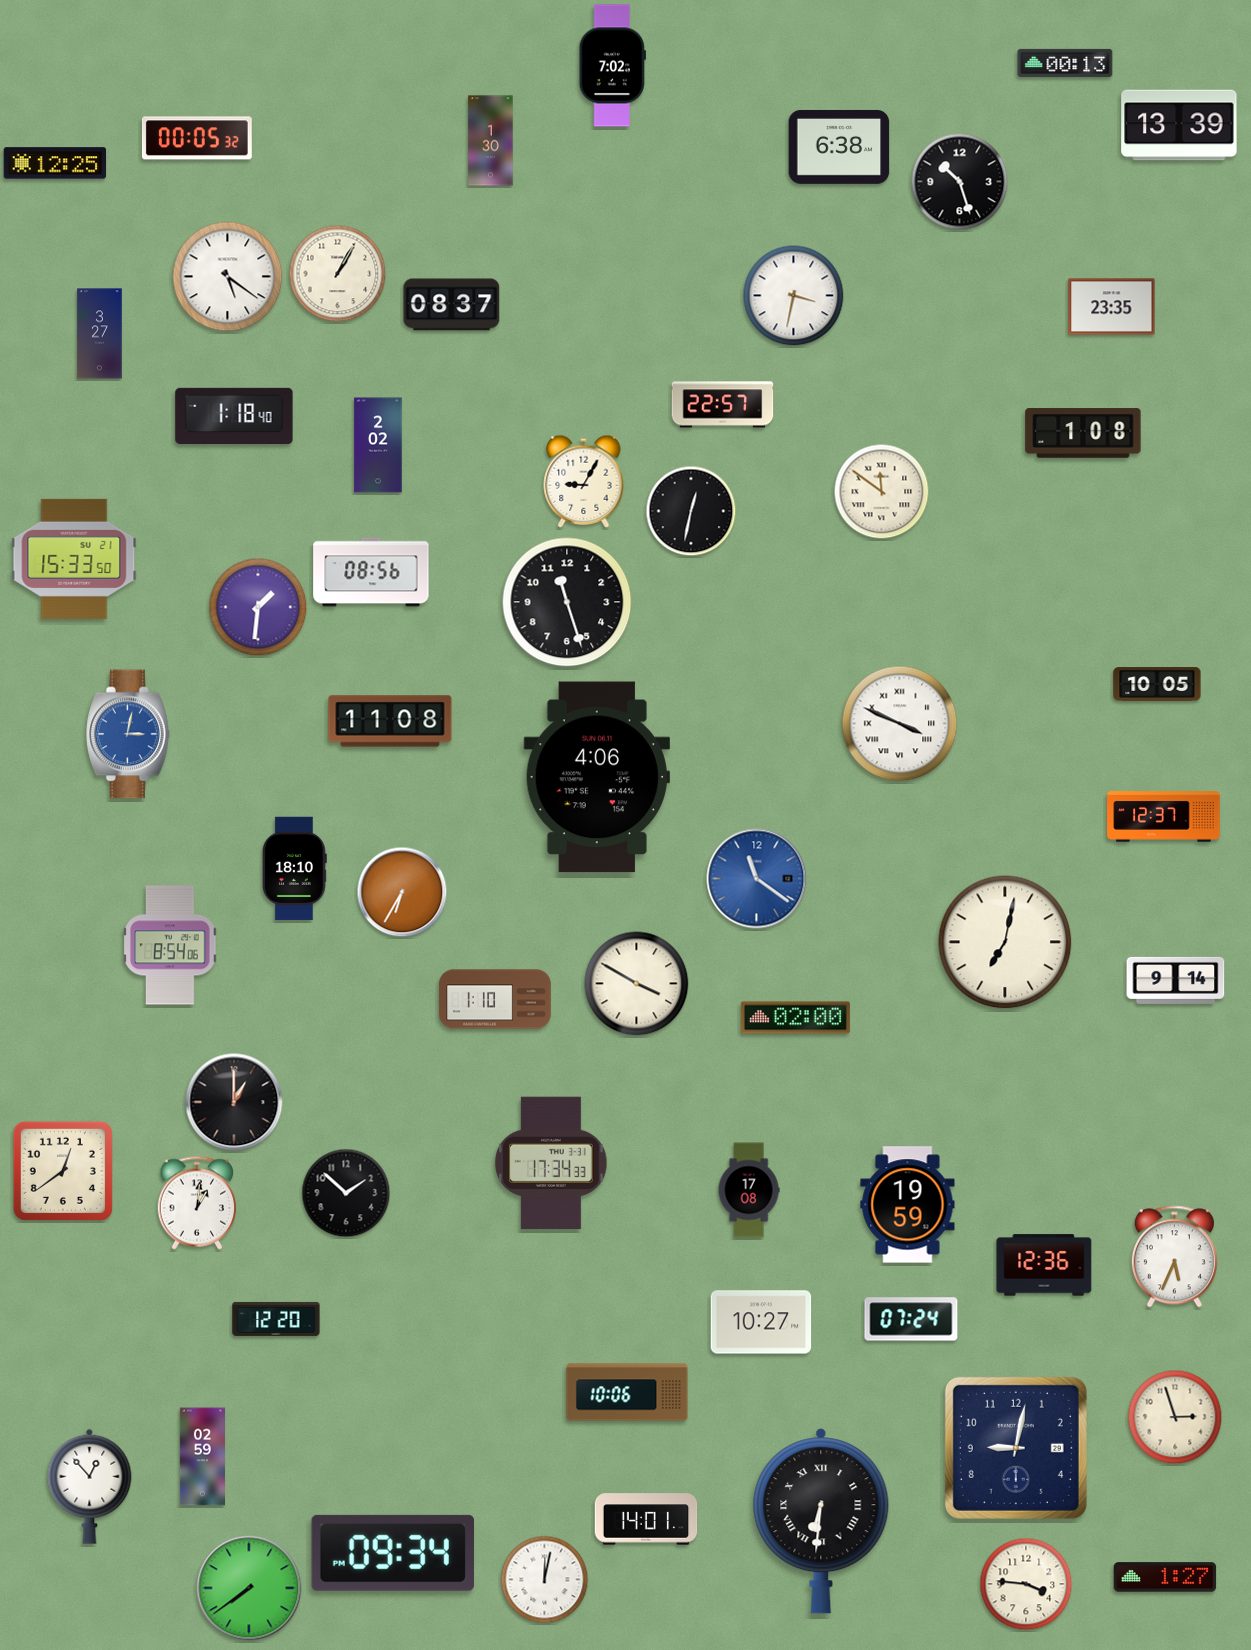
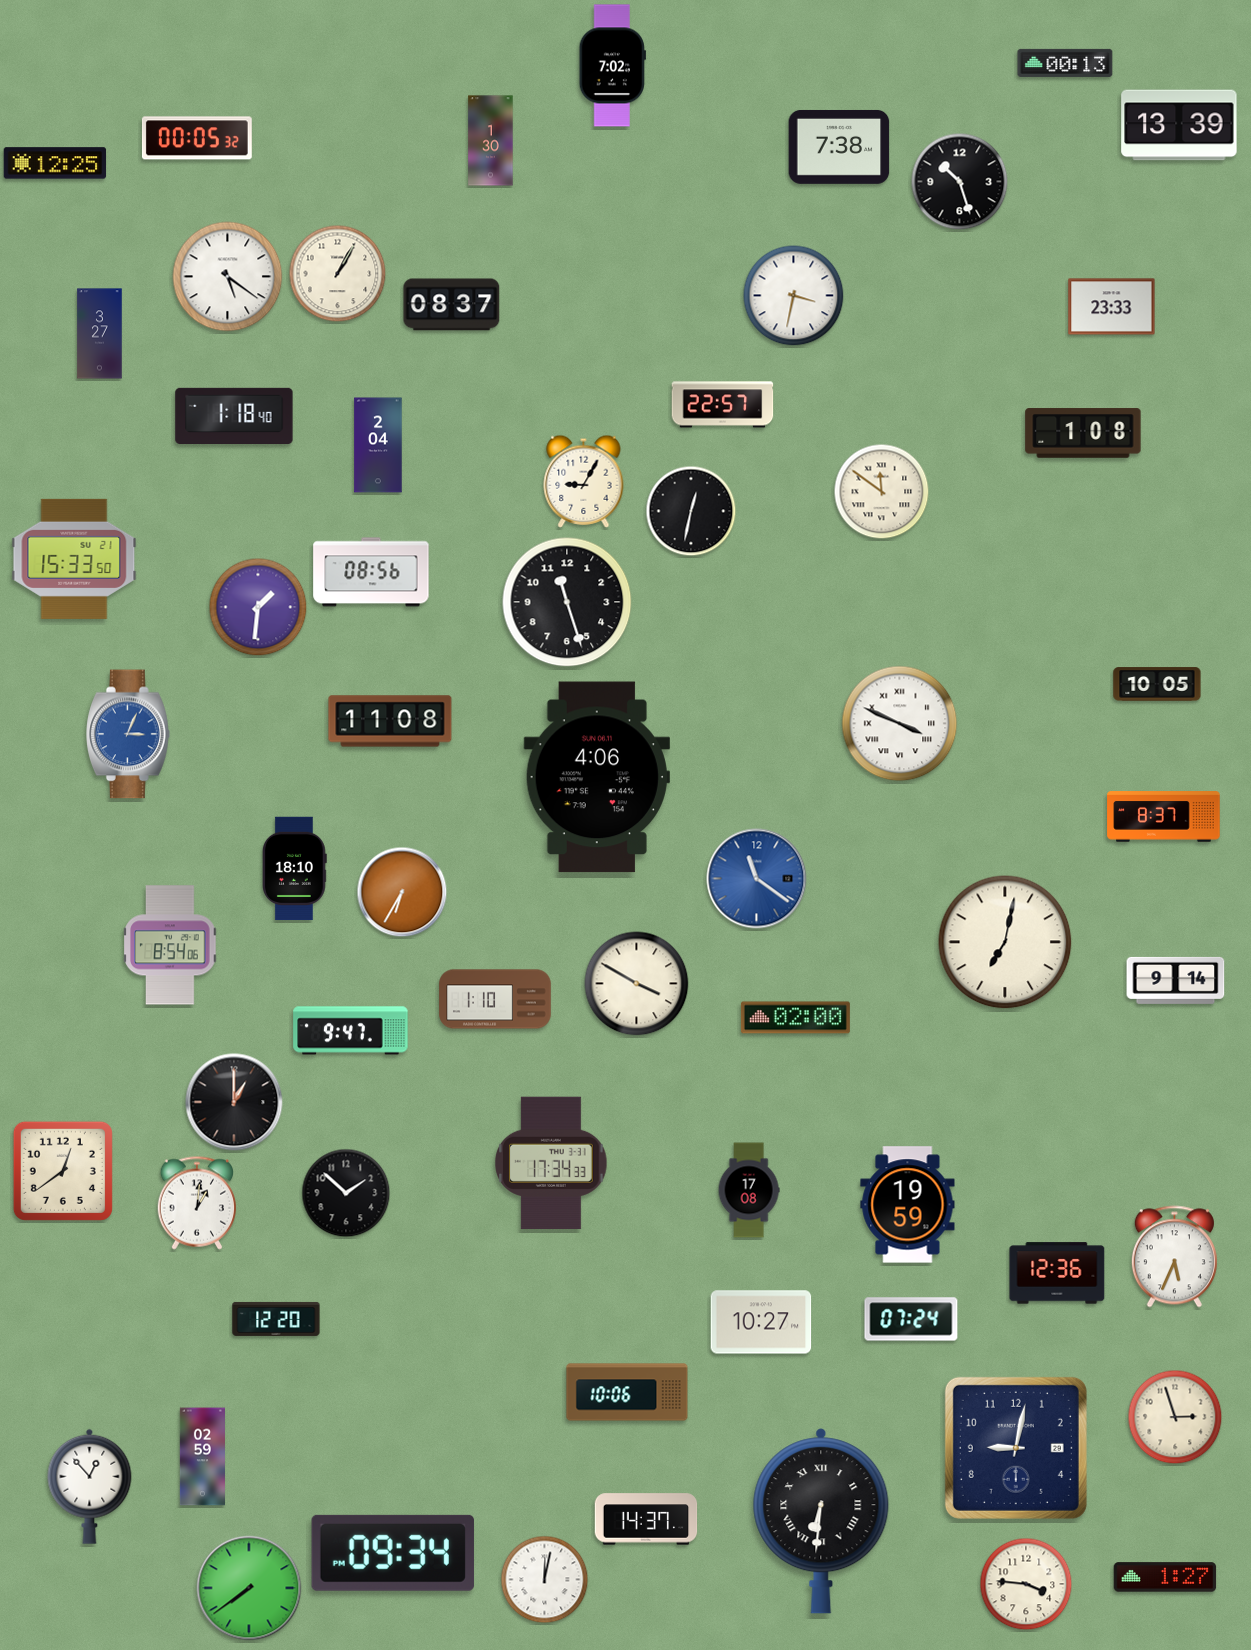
clock at (839, 147): 6:38 -> 7:38
clock at (1112, 307): 23:35 -> 23:33
clock at (378, 445): 2:02 -> 2:04
clock at (129, 734): 3:02 -> 3:04
clock at (1164, 817): 12:37 -> 8:37
clock at (351, 1031): none -> 9:47
clock at (1044, 1265) position: (1044, 1265) -> (1057, 1273)
clock at (646, 1519): 14:01 -> 14:37
